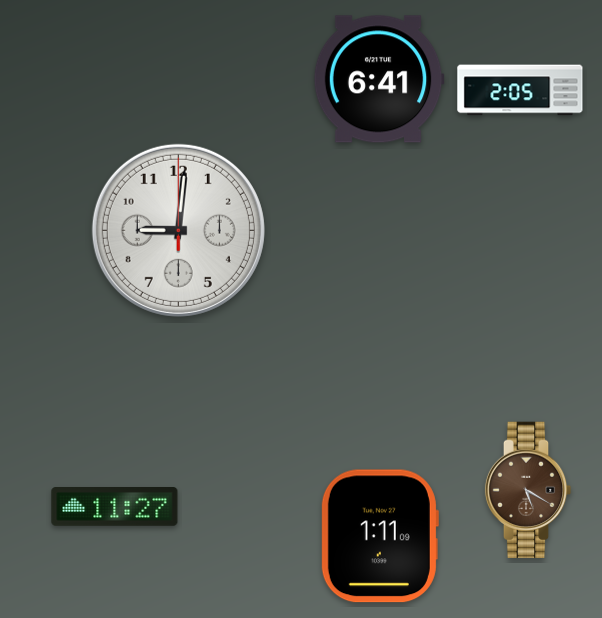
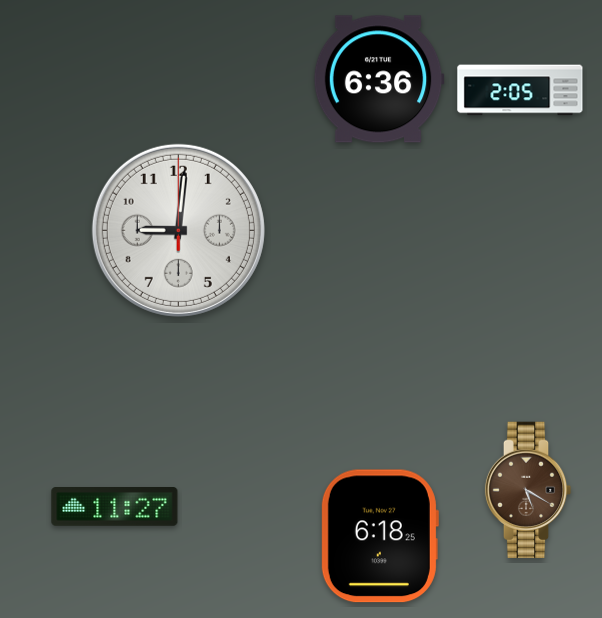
clock at (379, 79): 6:41 -> 6:36
clock at (379, 536): 1:11 -> 6:18
